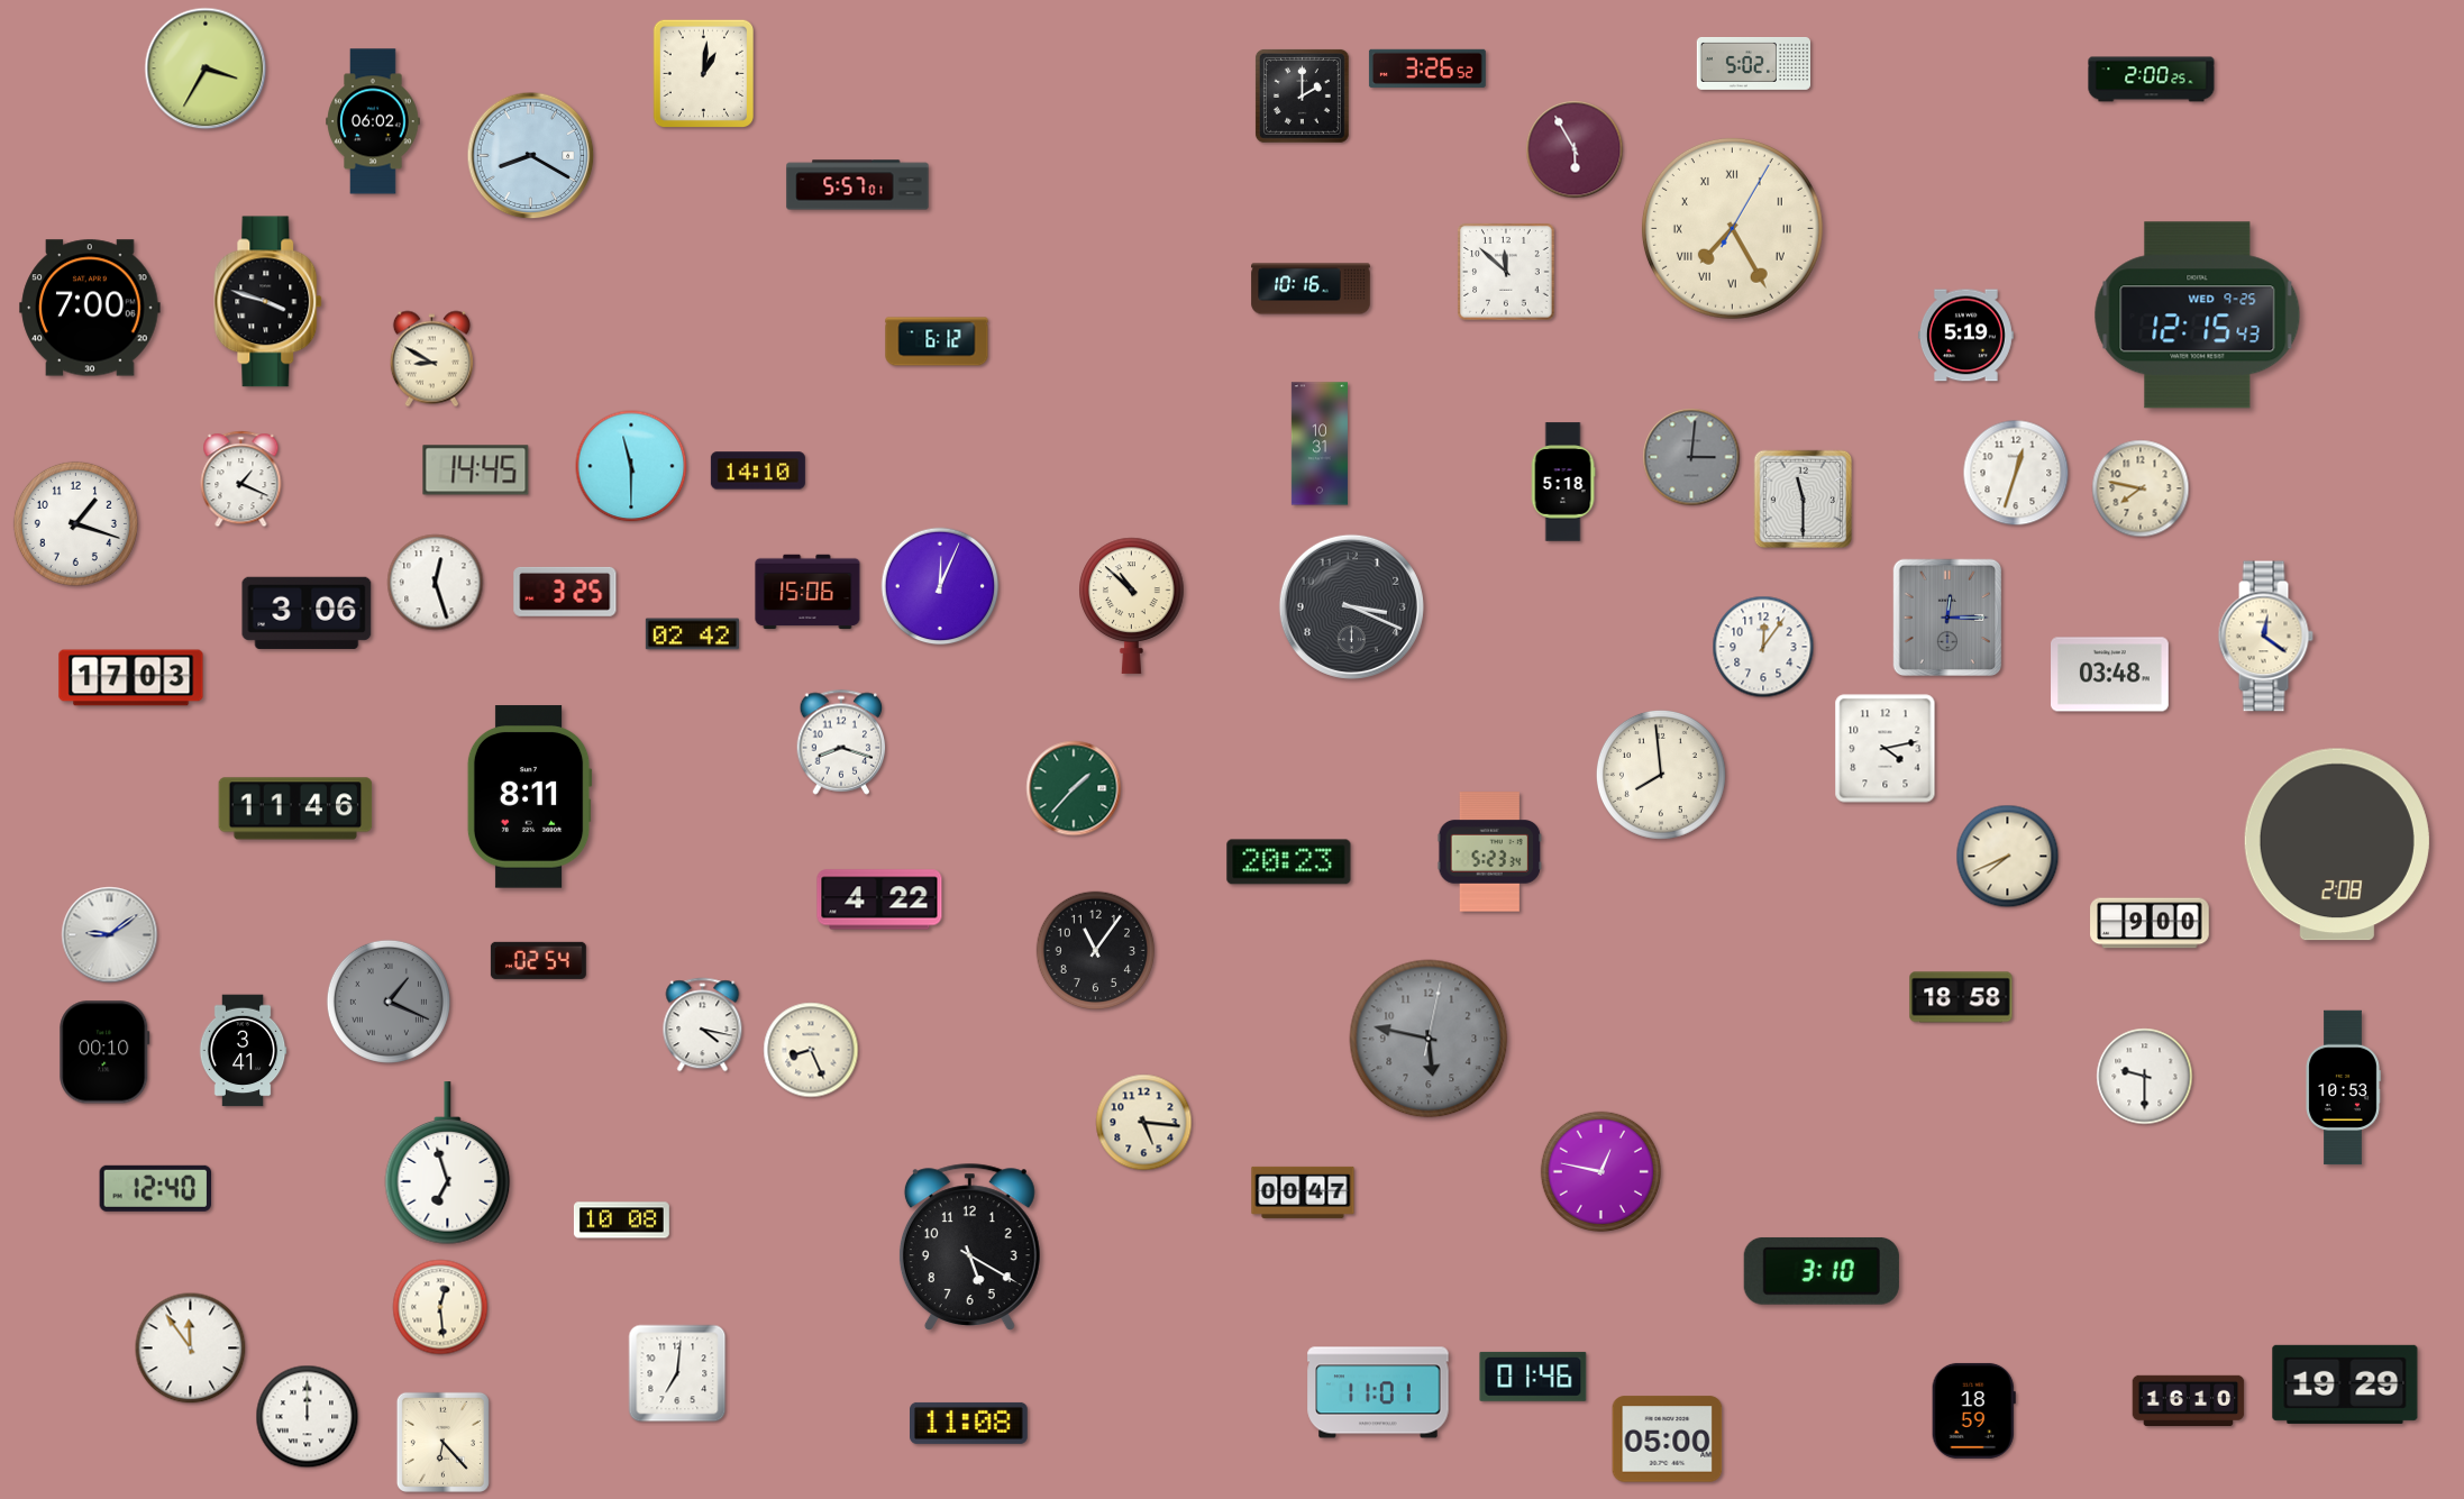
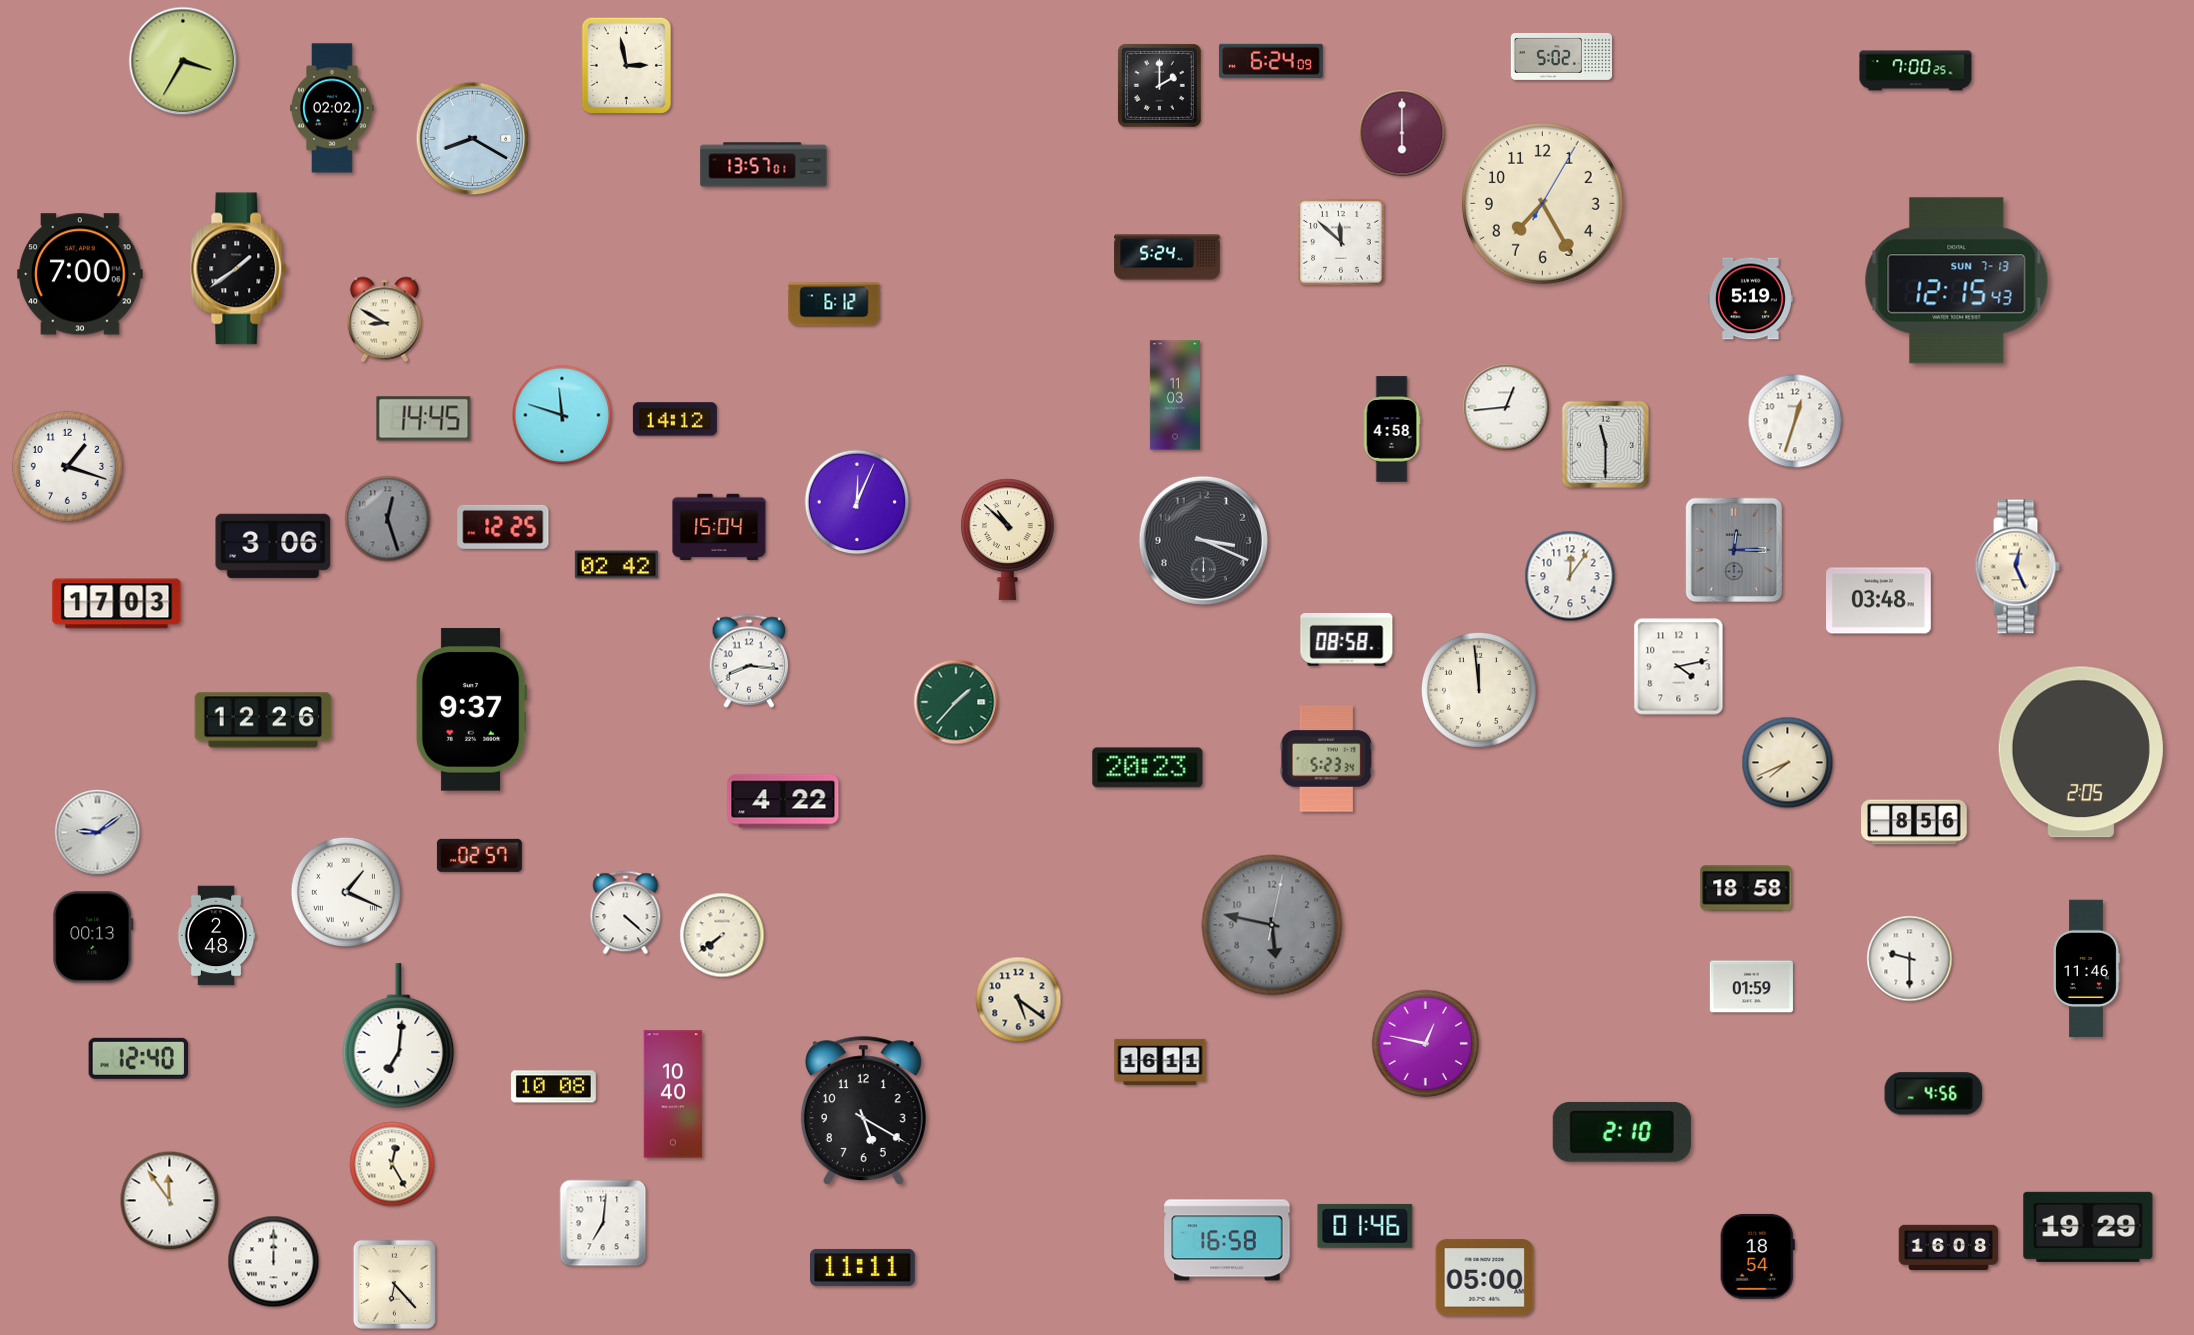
clock at (1427, 68): 3:26 -> 6:24
clock at (703, 73): 1:01 -> 2:58
clock at (2152, 80): 2:00 -> 7:00
clock at (373, 121): 06:02 -> 02:02
clock at (1575, 149): 5:55 -> 6:00
clock at (858, 185): 5:57 -> 13:57
clock at (1732, 228) numerals: Roman -> Arabic
clock at (1311, 289): 10:16 -> 5:24
clock at (268, 302): 3:48 -> 1:39
clock at (2198, 316) date: WED 9-25 -> SUN 7-13
clock at (1320, 444): 10:31 -> 11:03
clock at (1691, 457): 3:01 -> 12:44
clock at (1691, 457) dial: grey -> white
clock at (631, 466): 11:30 -> 11:48
clock at (758, 470): 14:10 -> 14:12
clock at (241, 479): 1:19 -> none
clock at (1563, 482): 5:18 -> 4:58
clock at (2141, 488): 7:47 -> none
clock at (436, 583) dial: white -> grey
clock at (940, 586) position: (940, 586) -> (857, 502)
clock at (565, 592): 3:25 -> 12:25
clock at (807, 592): 15:06 -> 15:04
clock at (2265, 637): 12:21 -> 12:26
clock at (1347, 639): none -> 08:58
clock at (841, 742): 8:18 -> 8:16
clock at (1661, 775): 7:59 -> 11:59
clock at (529, 797): 8:11 -> 9:37
clock at (295, 808): 11:46 -> 12:26
clock at (2337, 844): 2:08 -> 2:05
clock at (2150, 923): 9:00 -> 8:56
clock at (1096, 951): 11:06 -> none
clock at (538, 960): 02:54 -> 02:57
clock at (389, 1002) dial: grey -> white
clock at (703, 1025): 4:17 -> 4:22
clock at (811, 1050): 8:26 -> 7:39
clock at (243, 1051): 3:41 -> 2:48
clock at (104, 1052): 00:10 -> 00:13
clock at (2343, 1088): 10:53 -> 11:46
clock at (1751, 987): none -> 01:59
clock at (1144, 1123): 5:16 -> 5:21
clock at (448, 1163): 6:57 -> 7:01
clock at (1303, 1192): 00:47 -> 16:11
clock at (673, 1094): none -> 10:40
clock at (1934, 1094): none -> 4:56
clock at (1822, 1271): 3:10 -> 2:10
clock at (440, 1307): 12:29 -> 12:25
clock at (2345, 1384) position: (2345, 1384) -> (2088, 1227)
clock at (1378, 1392): 11:01 -> 16:58
clock at (2189, 1400): 16:10 -> 16:08
clock at (1973, 1410): 18:59 -> 18:54
clock at (969, 1423): 11:08 -> 11:11
clock at (1668, 1439) position: (1668, 1439) -> (1485, 1278)
